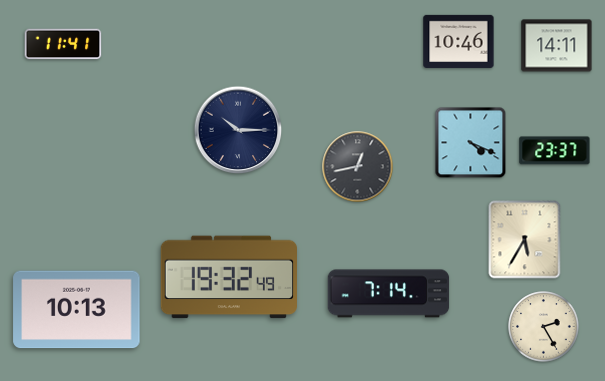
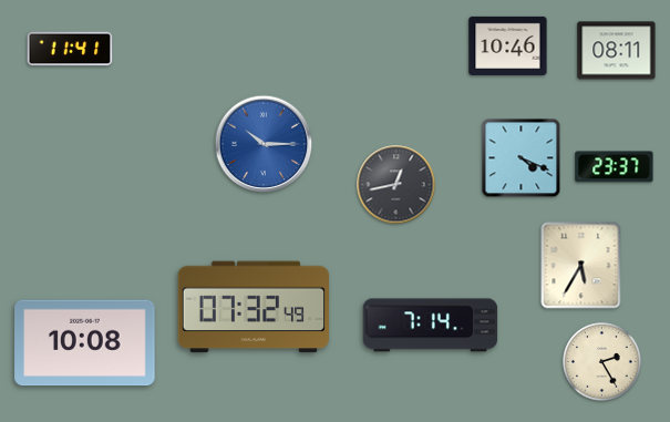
clock at (557, 46): 14:11 -> 08:11
clock at (238, 130) dial: navy -> blue
clock at (228, 277): 19:32 -> 07:32
clock at (77, 310): 10:13 -> 10:08
